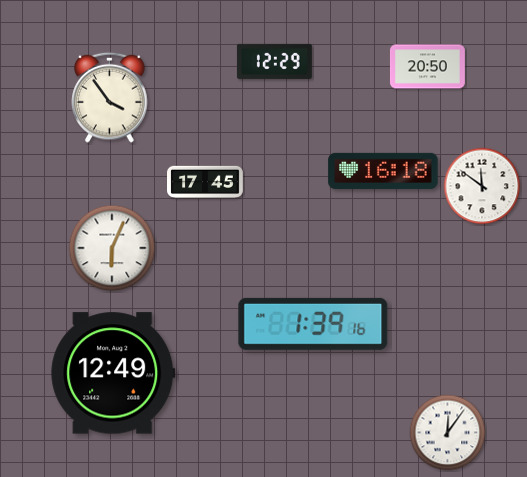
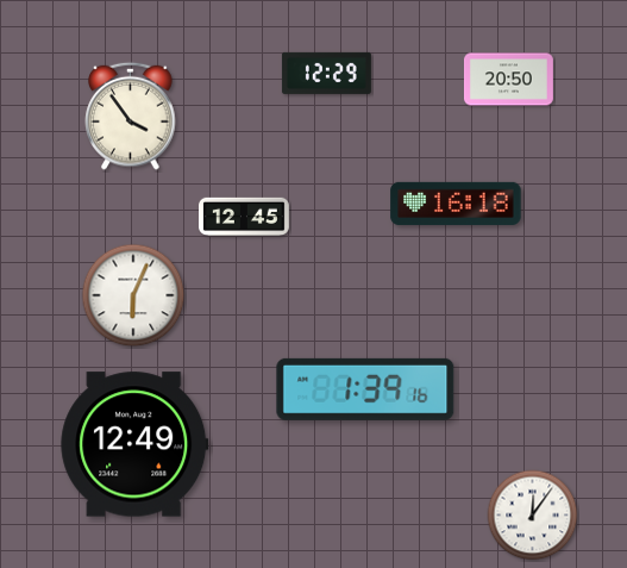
clock at (206, 182): 17:45 -> 12:45
clock at (482, 186): 11:51 -> none
clock at (313, 324) position: (313, 324) -> (365, 389)
